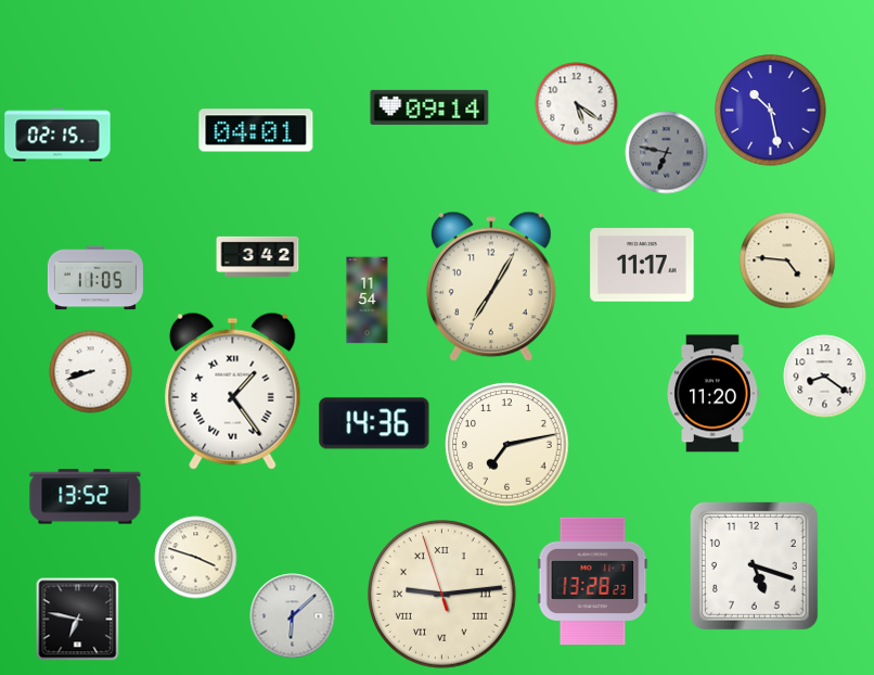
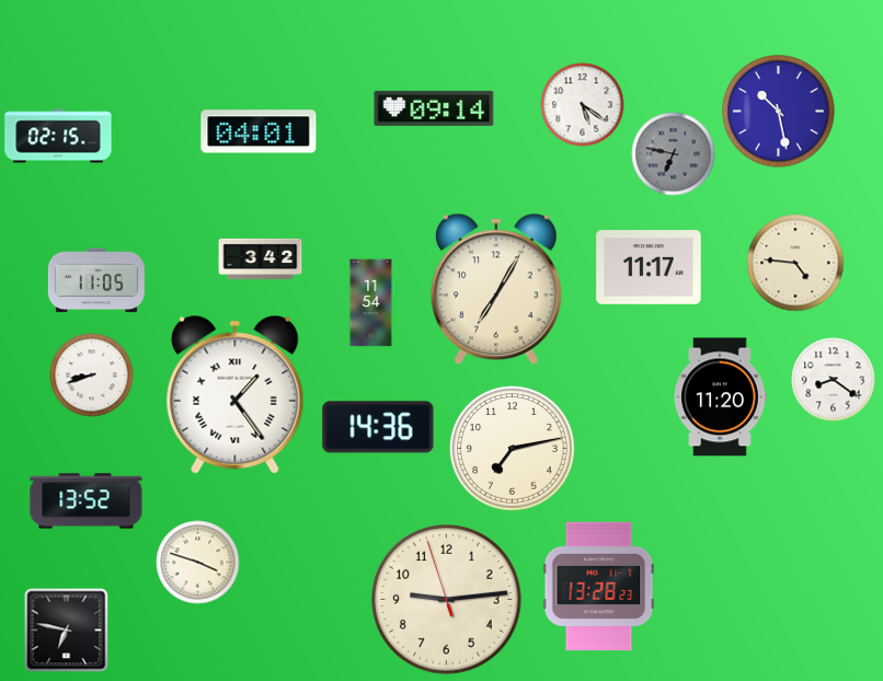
clock at (754, 565): 5:18 -> none
clock at (442, 595) numerals: Roman -> Arabic
clock at (293, 616): 6:08 -> none
clock at (78, 620) position: (78, 620) -> (67, 631)
